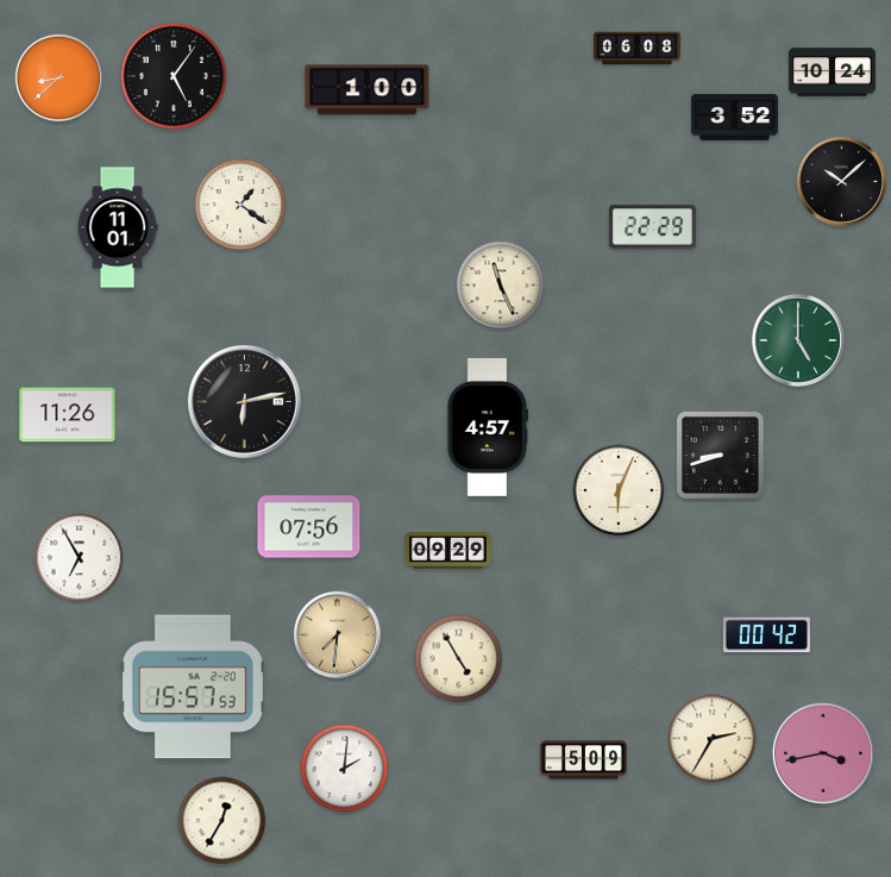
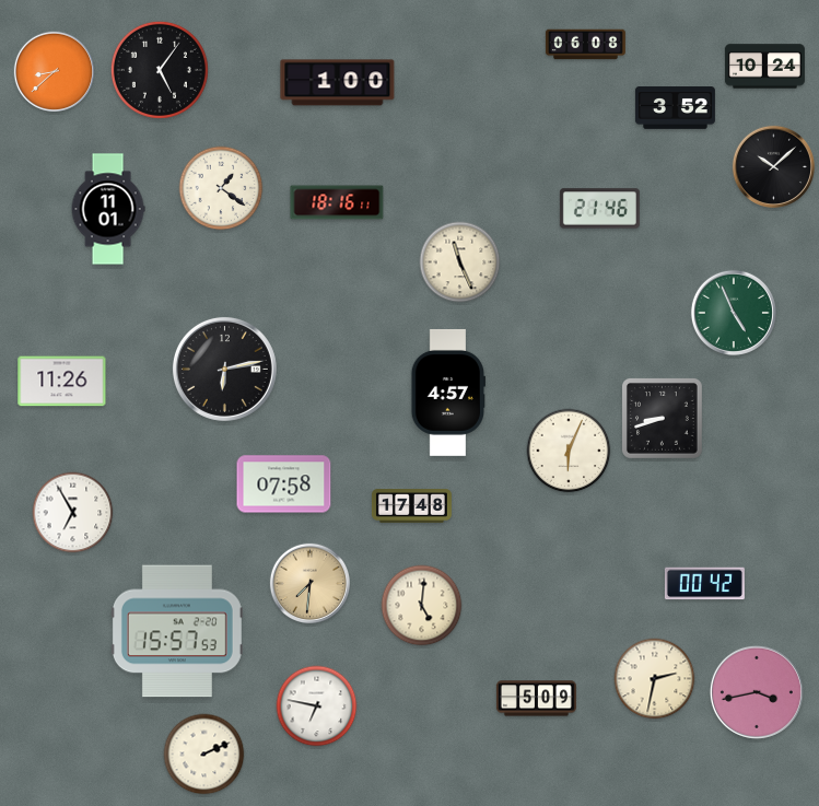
clock at (337, 202): none -> 18:16
clock at (652, 227): 22:29 -> 21:46
clock at (798, 340): 5:00 -> 4:56
clock at (309, 527): 07:56 -> 07:58
clock at (447, 551): 09:29 -> 17:48
clock at (459, 659): 4:55 -> 5:01
clock at (713, 739): 2:35 -> 2:32
clock at (345, 769): 2:01 -> 6:47
clock at (222, 821): 12:35 -> 2:11
